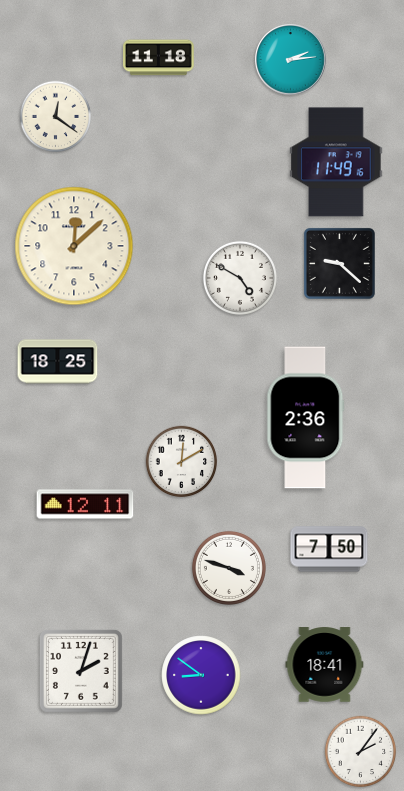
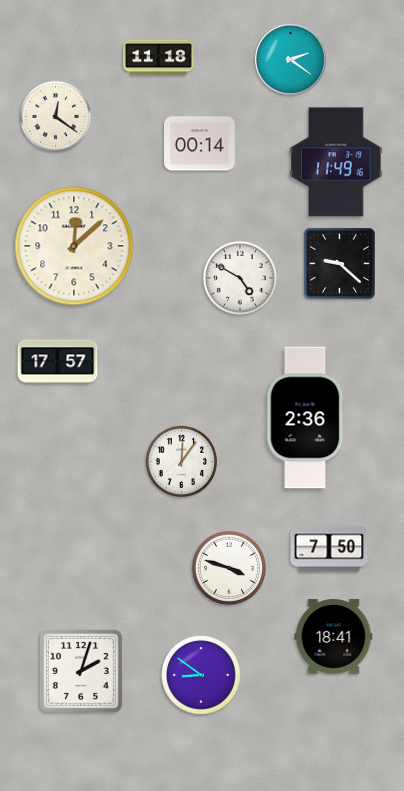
clock at (291, 60): 2:14 -> 2:21
clock at (200, 144): none -> 00:14
clock at (58, 362): 18:25 -> 17:57
clock at (182, 462): 12:10 -> 12:06
clock at (85, 504): 12:11 -> none
clock at (325, 665) position: (325, 665) -> (334, 637)
clock at (361, 752): 2:06 -> none
